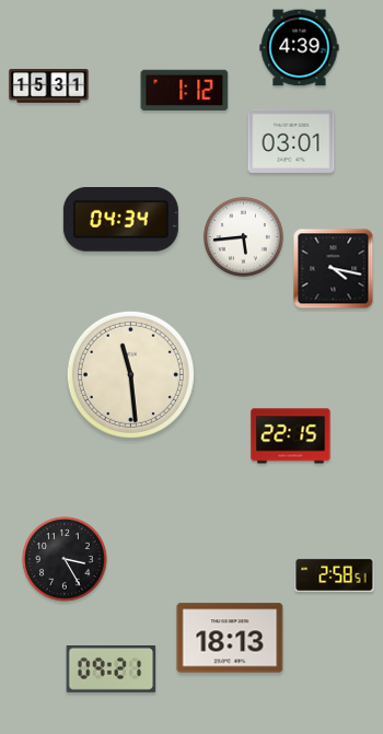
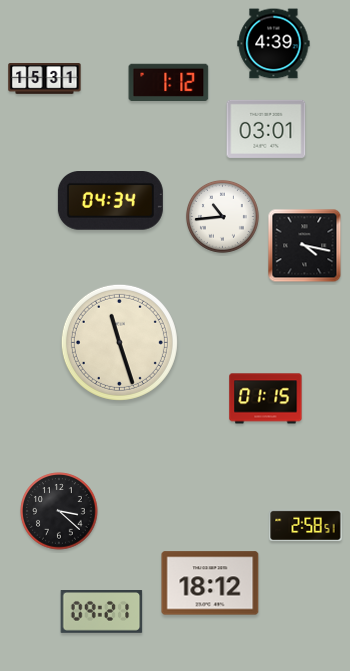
clock at (243, 236): 5:44 -> 10:44
clock at (130, 374): 11:29 -> 11:27
clock at (291, 436): 22:15 -> 01:15
clock at (65, 559): 3:25 -> 3:22
clock at (230, 638): 18:13 -> 18:12
